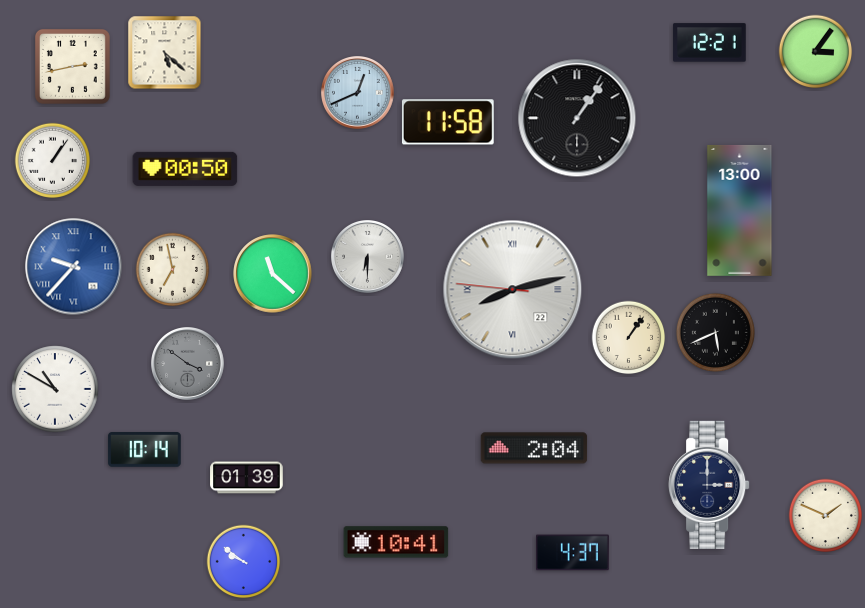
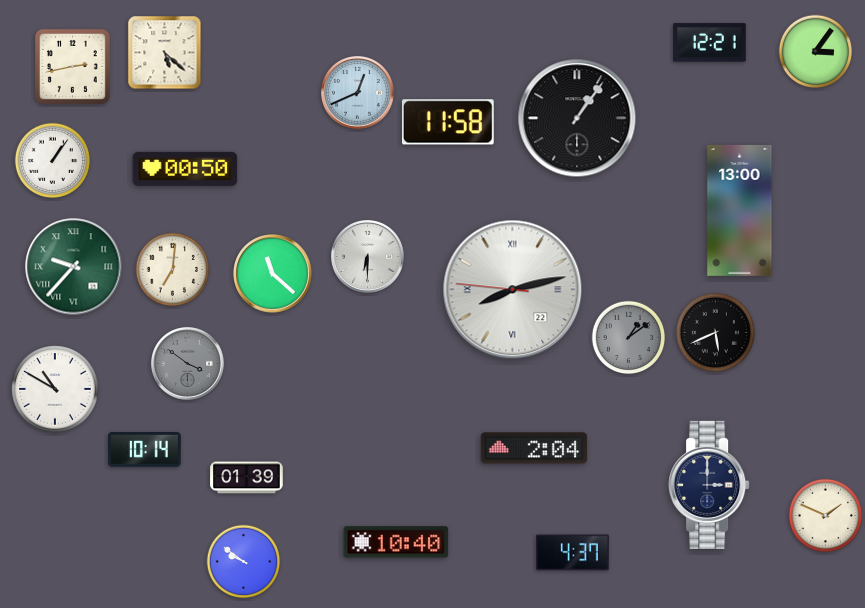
clock at (74, 267) dial: blue -> green
clock at (173, 270): 6:58 -> 7:01
clock at (629, 338): 1:06 -> 1:09
clock at (629, 338) dial: cream -> grey
clock at (396, 542): 10:41 -> 10:40
